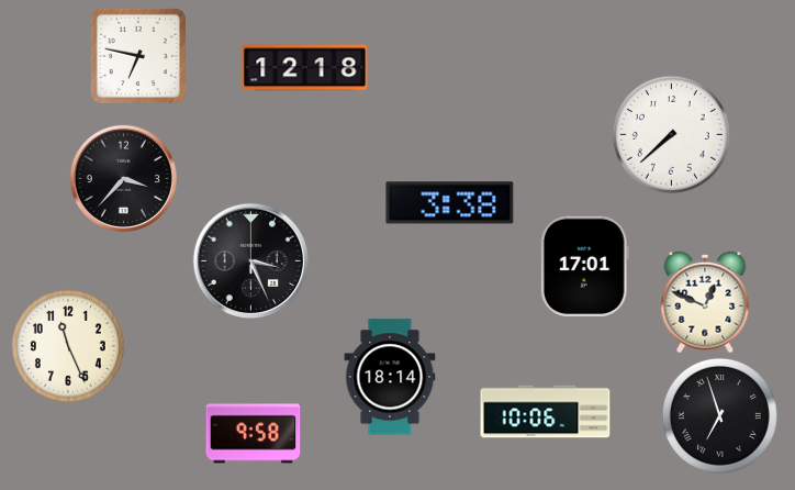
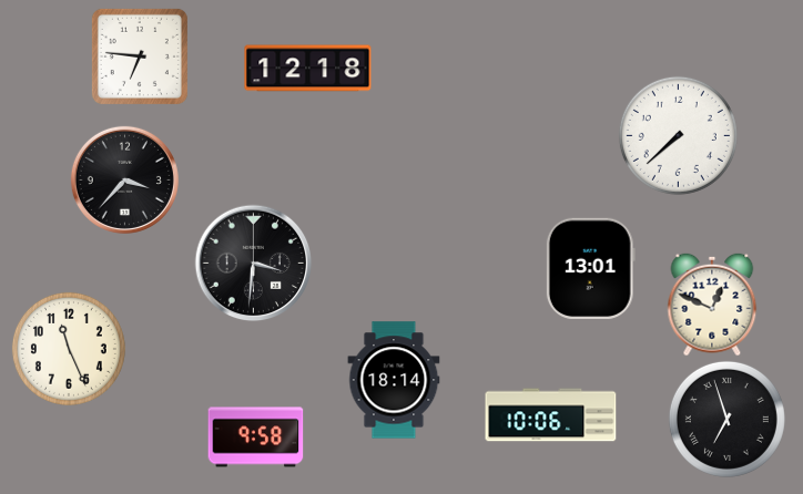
clock at (138, 56): 6:47 -> 6:46
clock at (450, 203): 3:38 -> none
clock at (251, 261): 3:26 -> 3:31
clock at (584, 266): 17:01 -> 13:01
